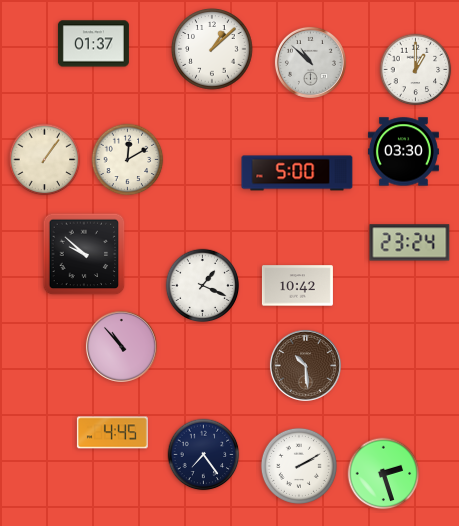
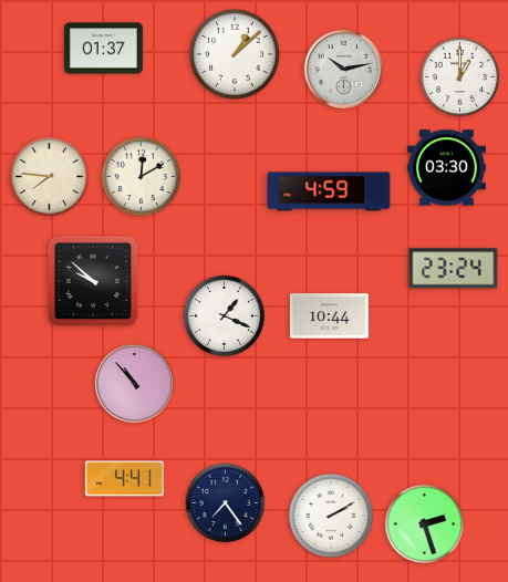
clock at (310, 62): 10:52 -> 10:13
clock at (45, 160): 1:06 -> 7:46
clock at (297, 173): 5:00 -> 4:59
clock at (297, 286): 10:42 -> 10:44
clock at (305, 365): 10:29 -> none
clock at (112, 433): 4:45 -> 4:41
